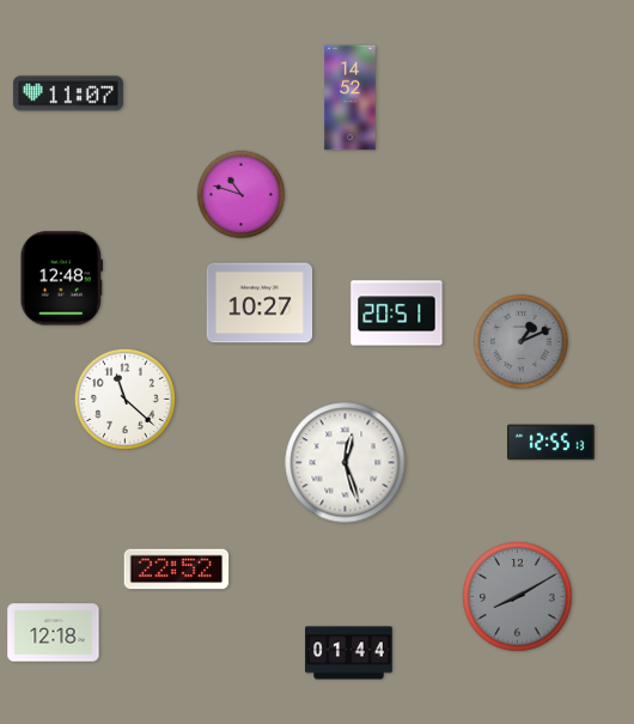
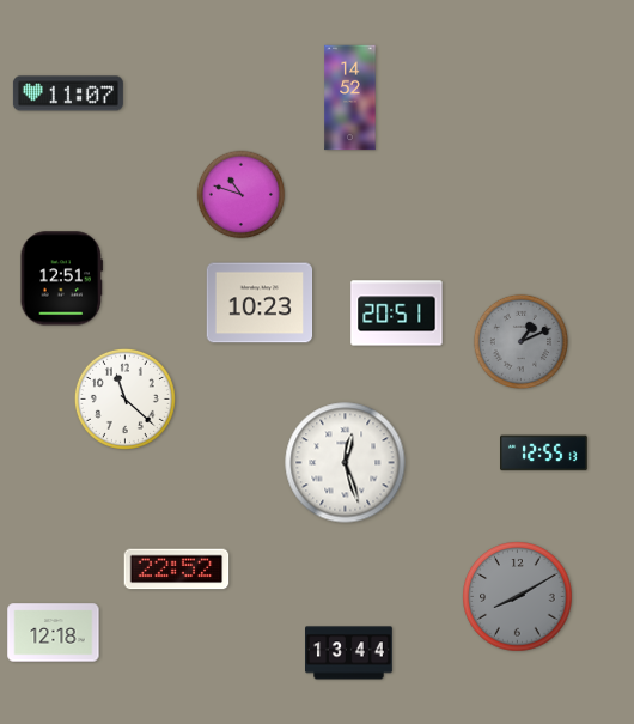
clock at (61, 279): 12:48 -> 12:51
clock at (260, 303): 10:27 -> 10:23
clock at (551, 443) position: (551, 443) -> (544, 454)
clock at (349, 653): 01:44 -> 13:44
